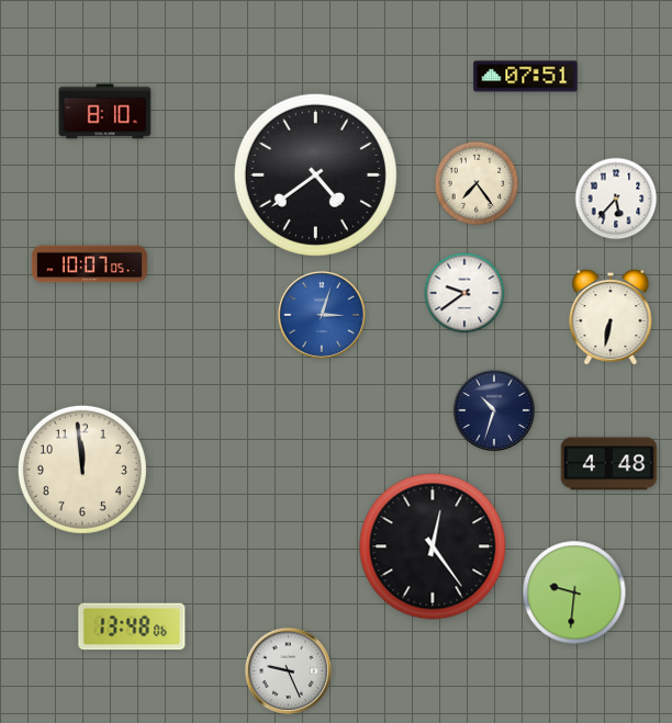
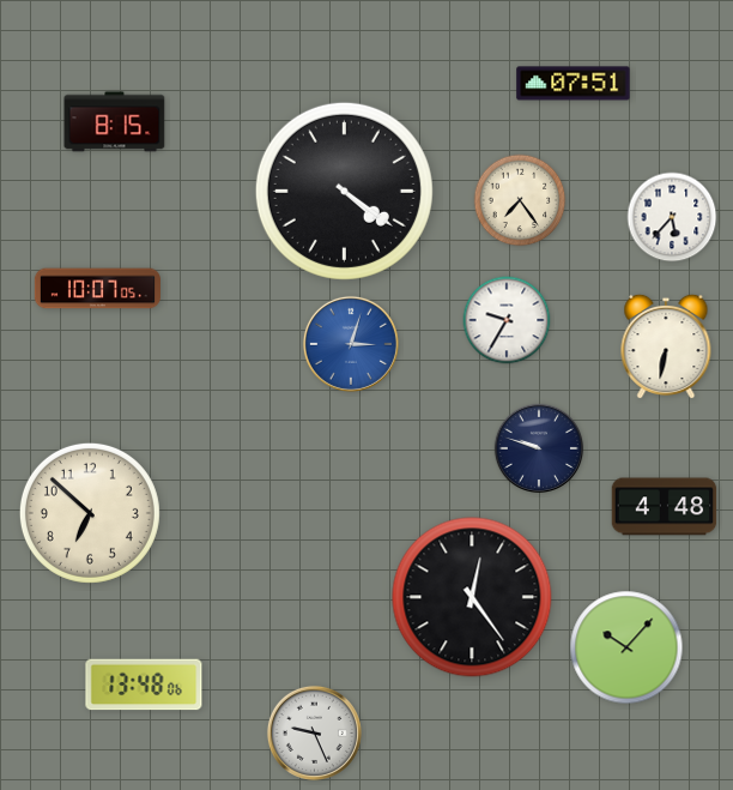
clock at (105, 112): 8:10 -> 8:15
clock at (315, 174): 4:39 -> 4:21
clock at (464, 293): 9:39 -> 9:35
clock at (494, 410): 10:33 -> 9:48
clock at (82, 470): 11:59 -> 6:52
clock at (574, 592): 9:31 -> 10:07
